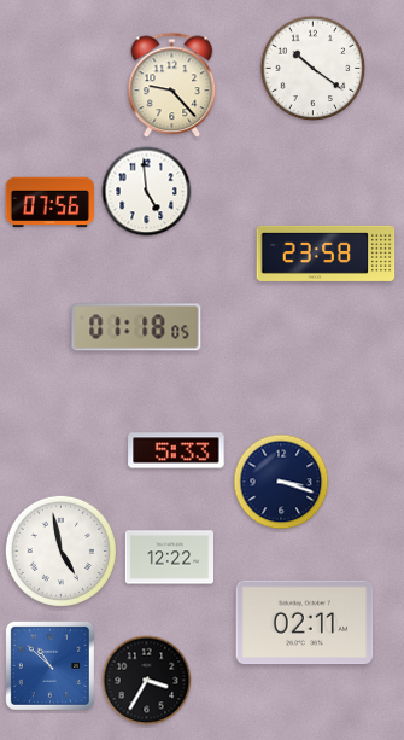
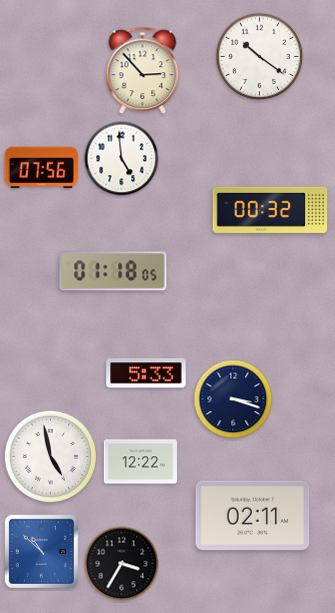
clock at (172, 86): 9:23 -> 2:53
clock at (326, 254): 23:58 -> 00:32
